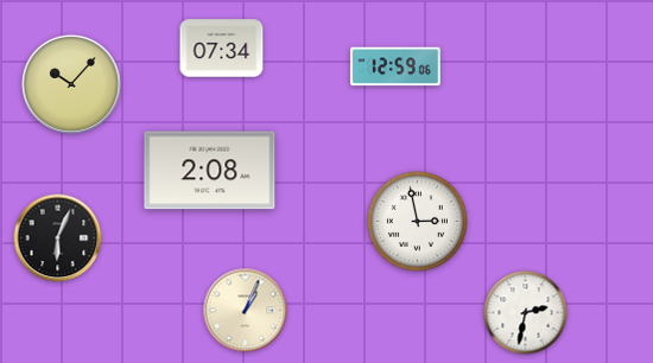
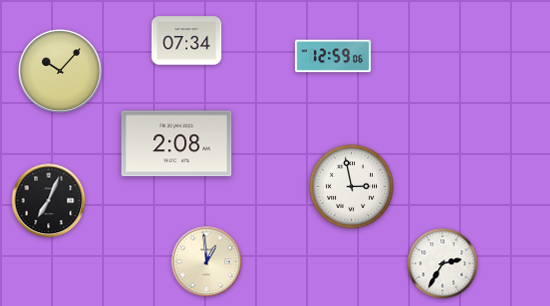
clock at (58, 238): 6:04 -> 7:04
clock at (246, 311): 1:04 -> 12:59
clock at (526, 313): 2:32 -> 2:35
